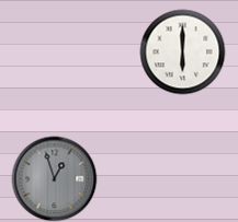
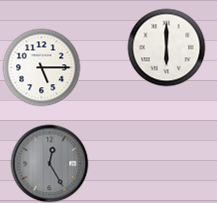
clock at (41, 67): none -> 5:15
clock at (54, 178): 12:57 -> 12:25
